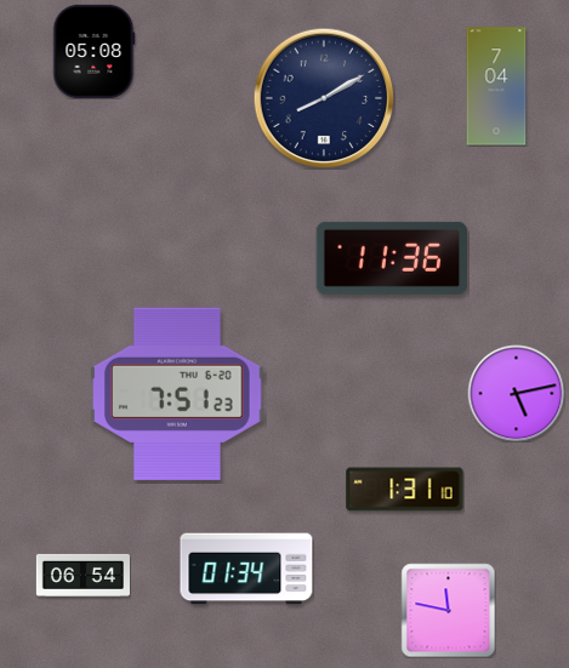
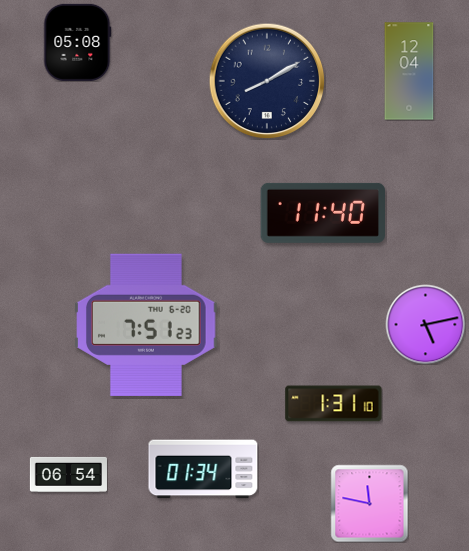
clock at (496, 86): 7:04 -> 12:04
clock at (391, 258): 11:36 -> 11:40
